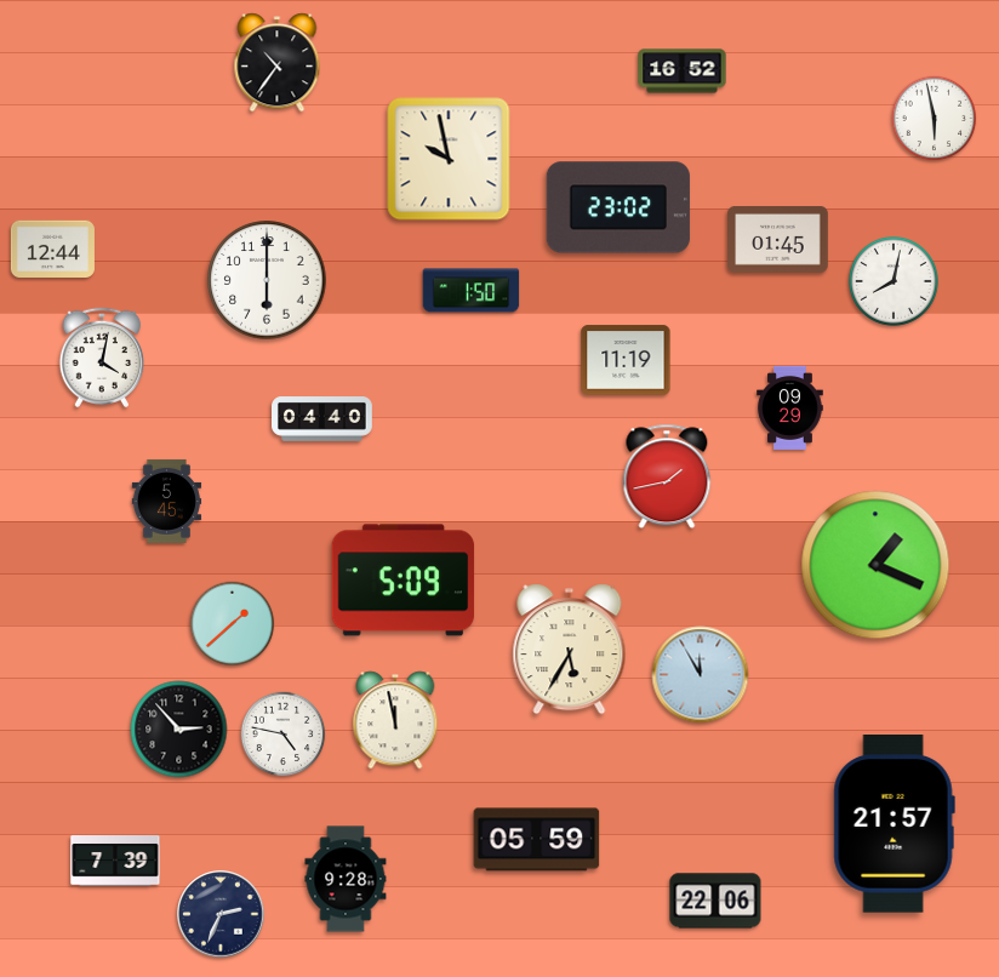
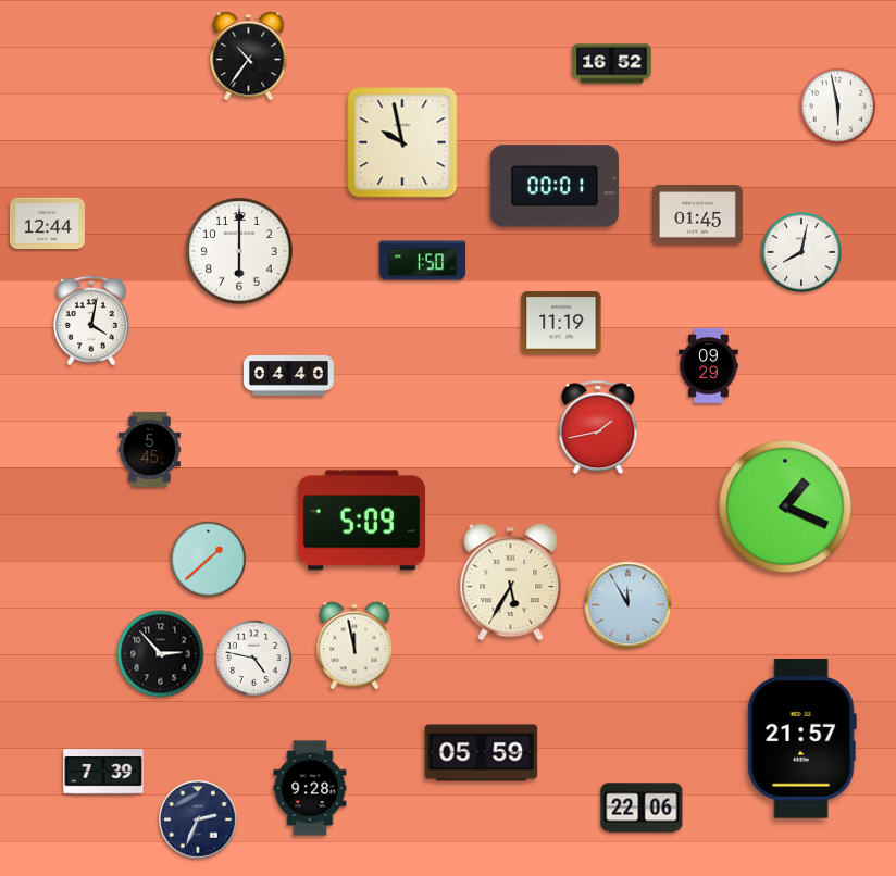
clock at (618, 207): 23:02 -> 00:01
